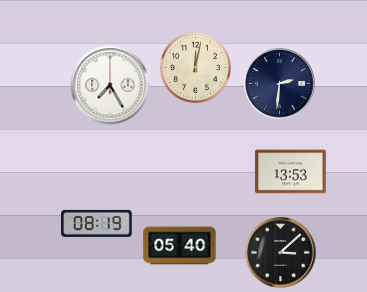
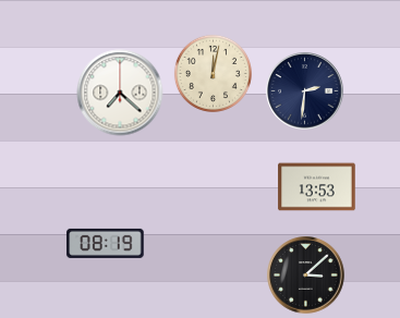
clock at (110, 85): 7:25 -> 7:22
clock at (180, 246): 05:40 -> none
